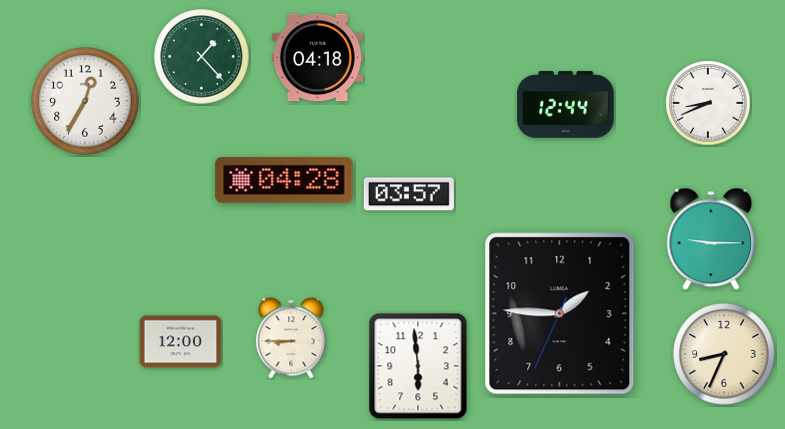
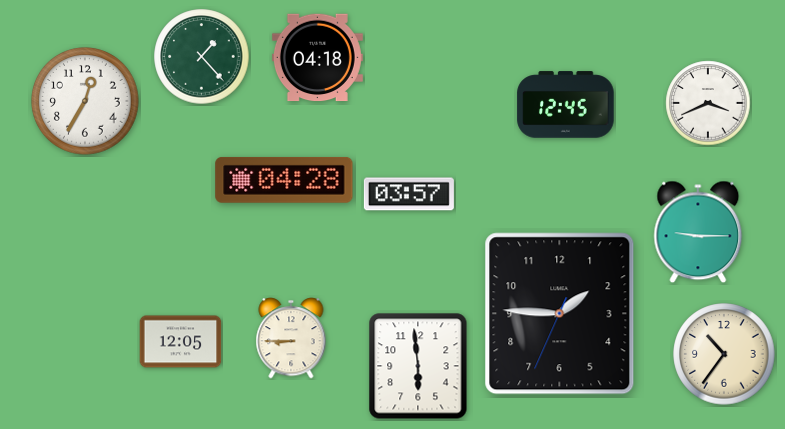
clock at (708, 103): 8:41 -> 3:41
clock at (566, 105): 12:44 -> 12:45
clock at (711, 239) position: (711, 239) -> (698, 232)
clock at (181, 342): 12:00 -> 12:05
clock at (724, 354): 8:34 -> 10:36
